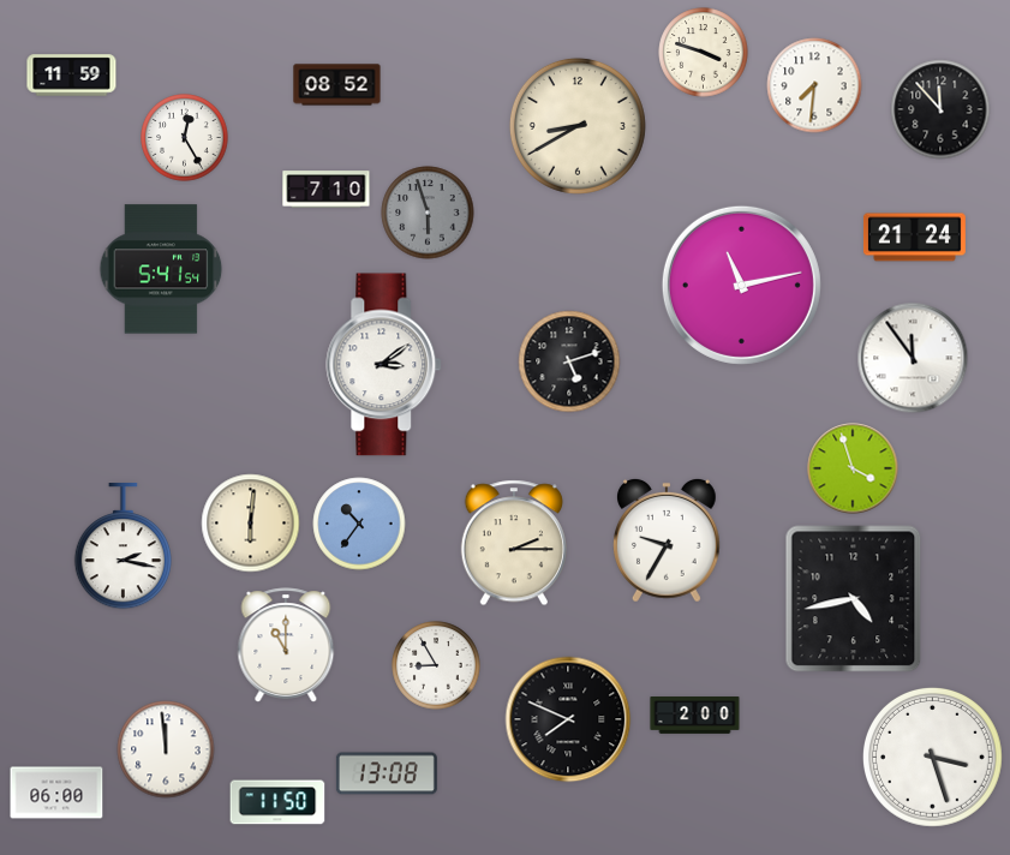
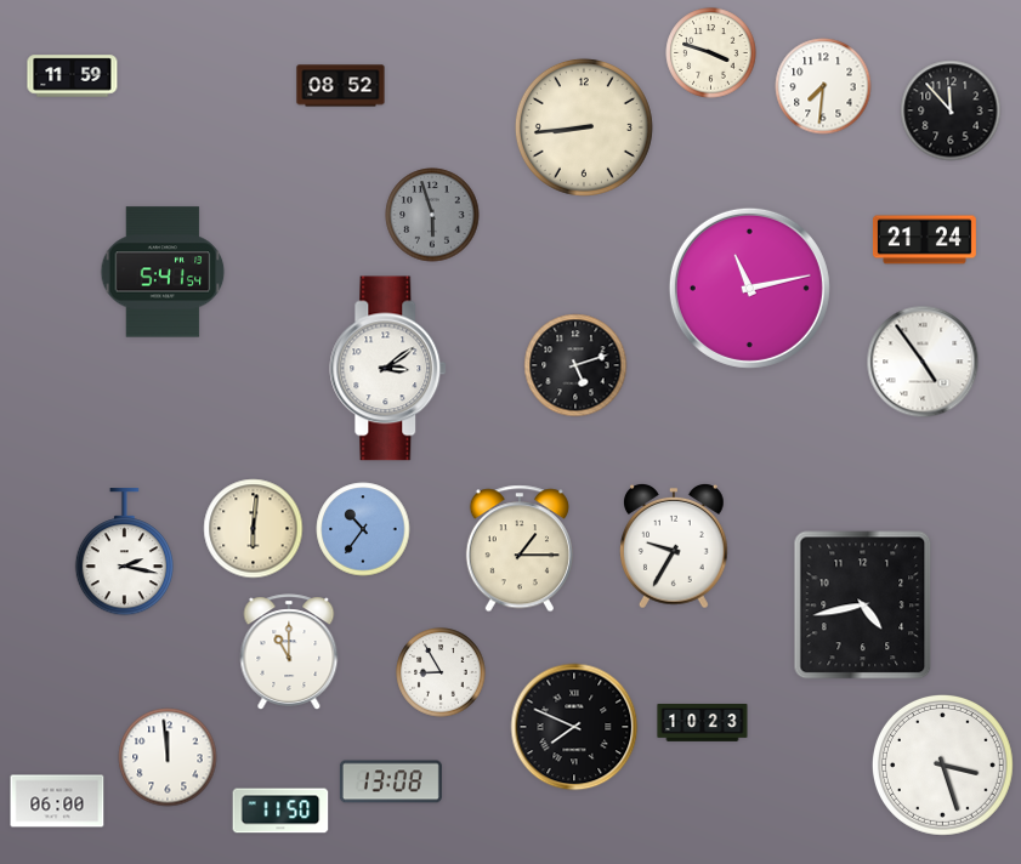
clock at (578, 126): 8:40 -> 8:44
clock at (185, 138): 12:25 -> none
clock at (327, 190): 7:10 -> none
clock at (913, 358): 11:54 -> 4:54
clock at (853, 468): 3:57 -> none
clock at (514, 543): 2:15 -> 1:15
clock at (695, 716): 2:00 -> 10:23
